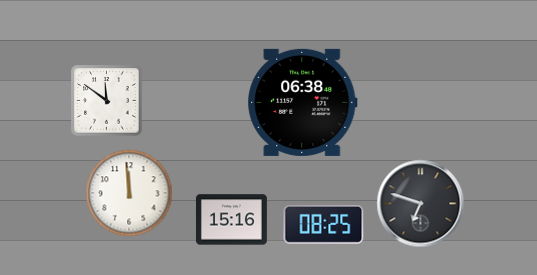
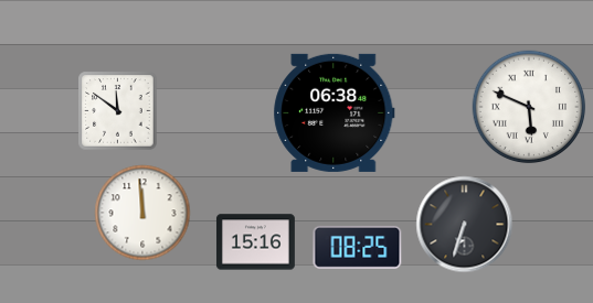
clock at (529, 107): none -> 5:49
clock at (421, 204): 6:48 -> 6:33
